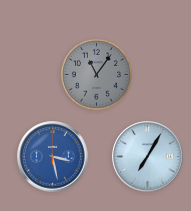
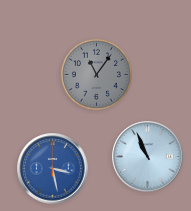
clock at (53, 157) position: (53, 157) -> (53, 169)
clock at (148, 157): 7:05 -> 10:56
